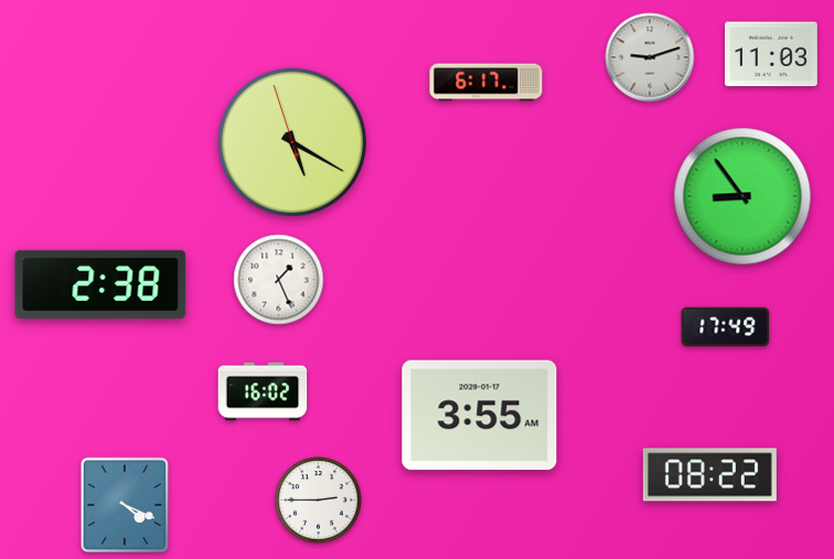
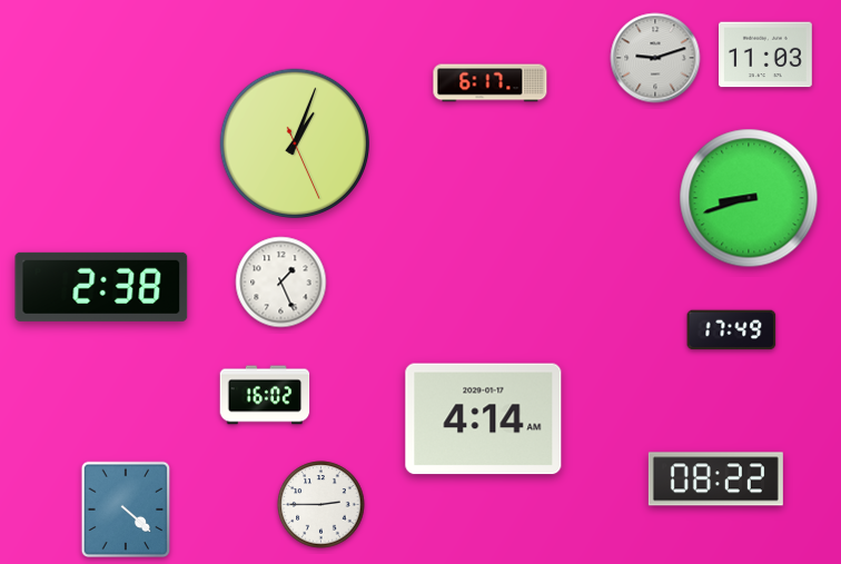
clock at (772, 54) position: (772, 54) -> (766, 55)
clock at (291, 141): 5:19 -> 1:03
clock at (742, 196): 8:54 -> 8:42
clock at (480, 416): 3:55 -> 4:14
clock at (125, 505): 4:19 -> 4:22
